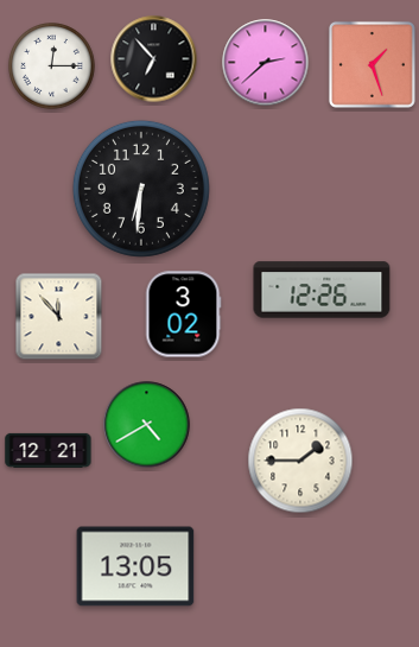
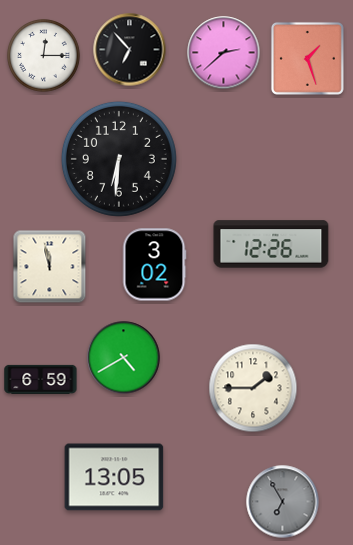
clock at (372, 64) position: (372, 64) -> (307, 58)
clock at (59, 317): 11:53 -> 11:58
clock at (49, 450): 12:21 -> 6:59
clock at (283, 502): none -> 6:55
